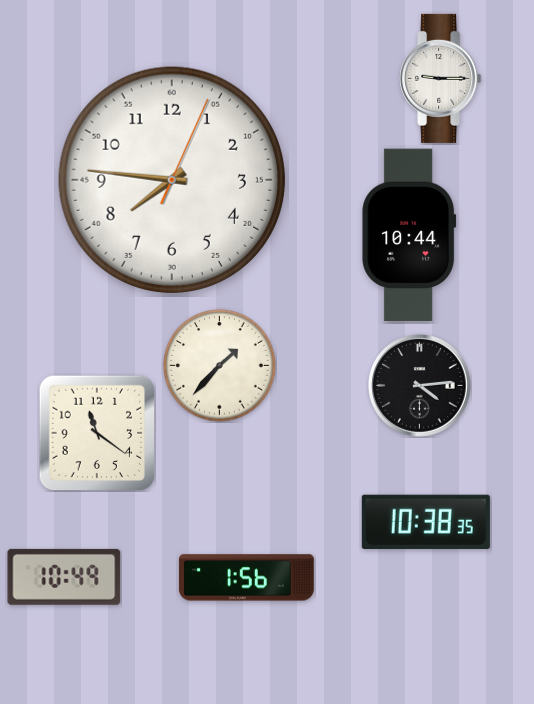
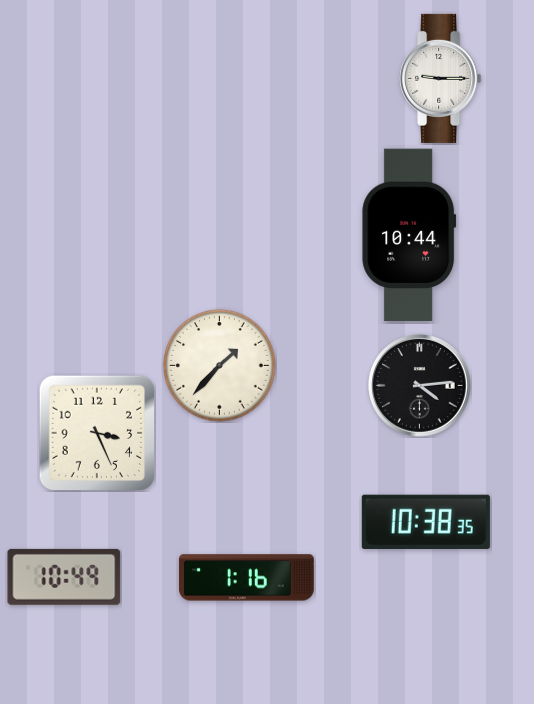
clock at (172, 180): 7:46 -> none
clock at (97, 433): 11:21 -> 3:26
clock at (246, 578): 1:56 -> 1:16
